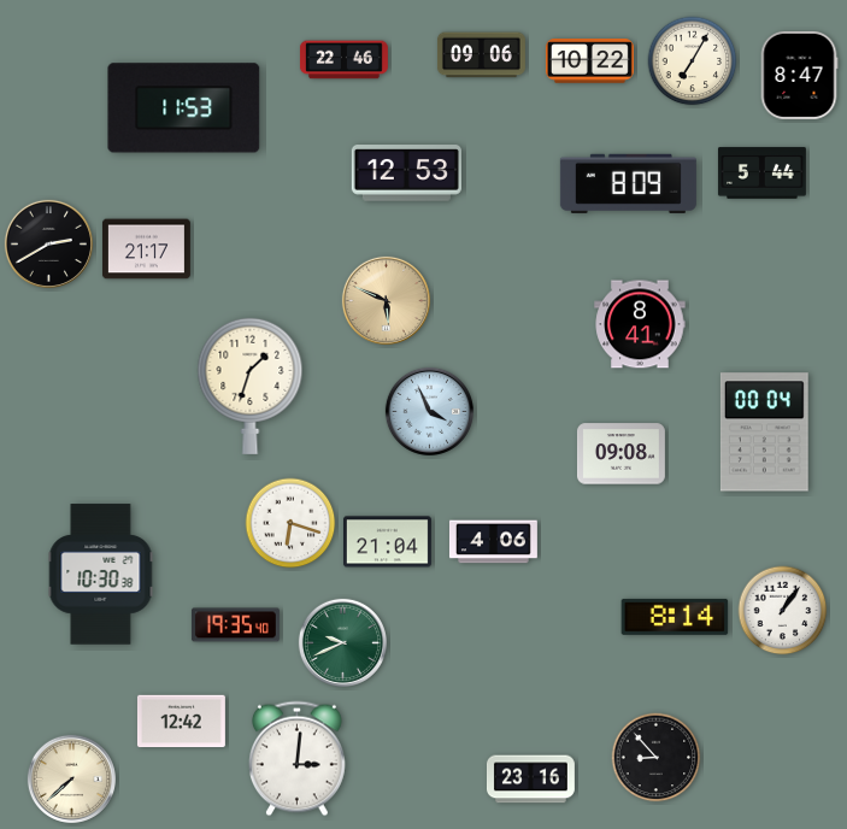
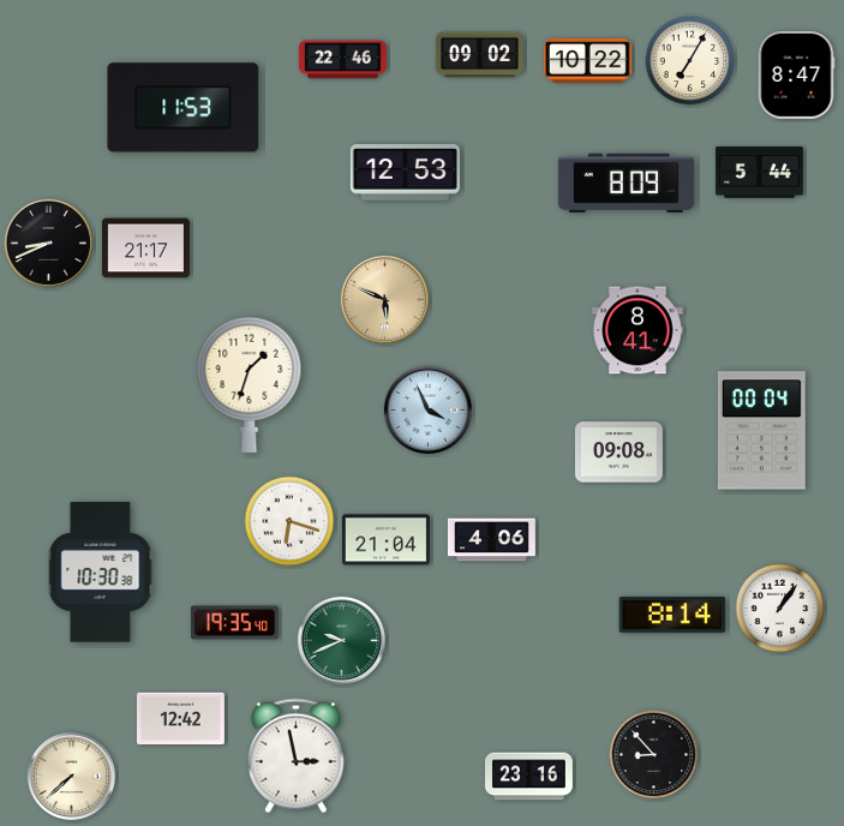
clock at (481, 55): 09:06 -> 09:02
clock at (48, 243): 2:40 -> 8:41
clock at (640, 324) position: (640, 324) -> (638, 330)
clock at (296, 759): 3:01 -> 2:58
